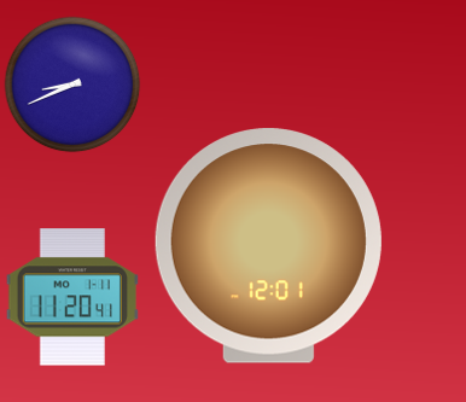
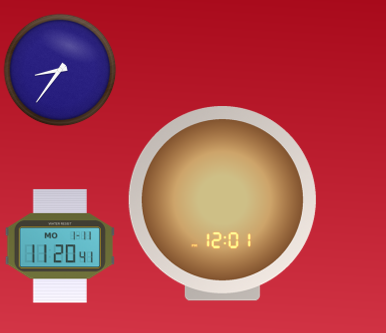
clock at (72, 85): 8:41 -> 8:36
